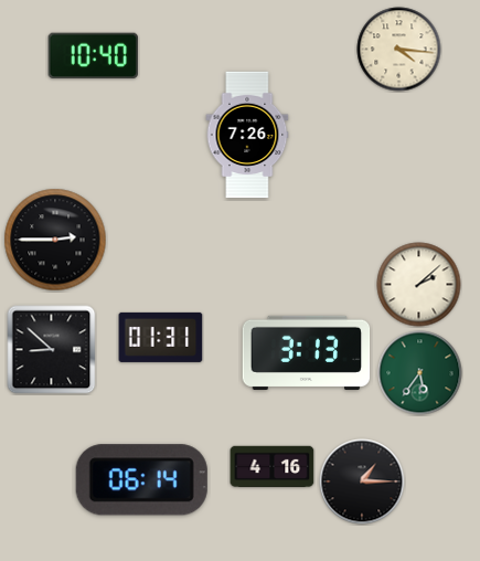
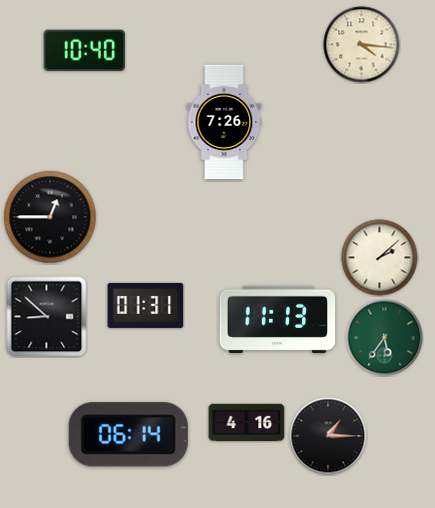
clock at (55, 240): 2:45 -> 12:45
clock at (307, 352): 3:13 -> 11:13
clock at (420, 373) position: (420, 373) -> (385, 338)
